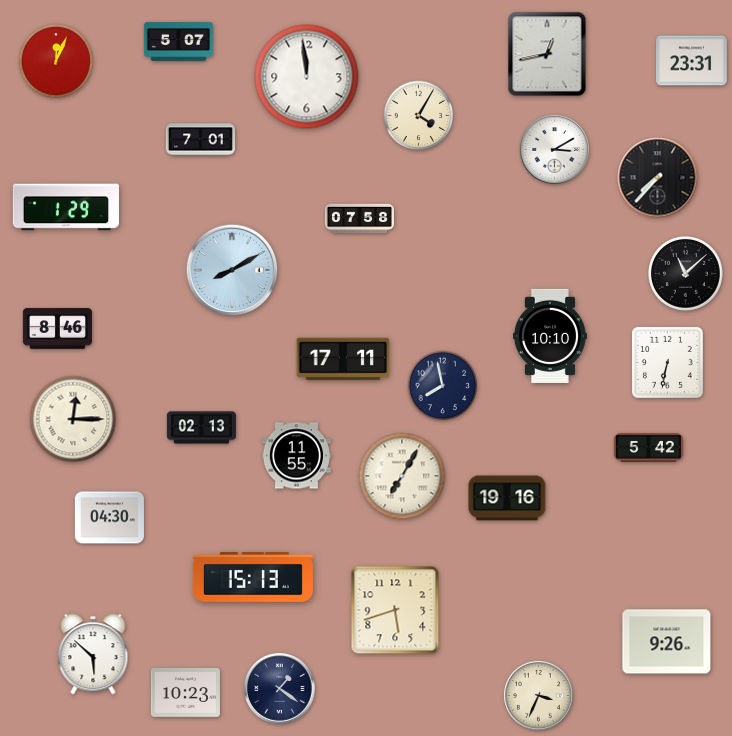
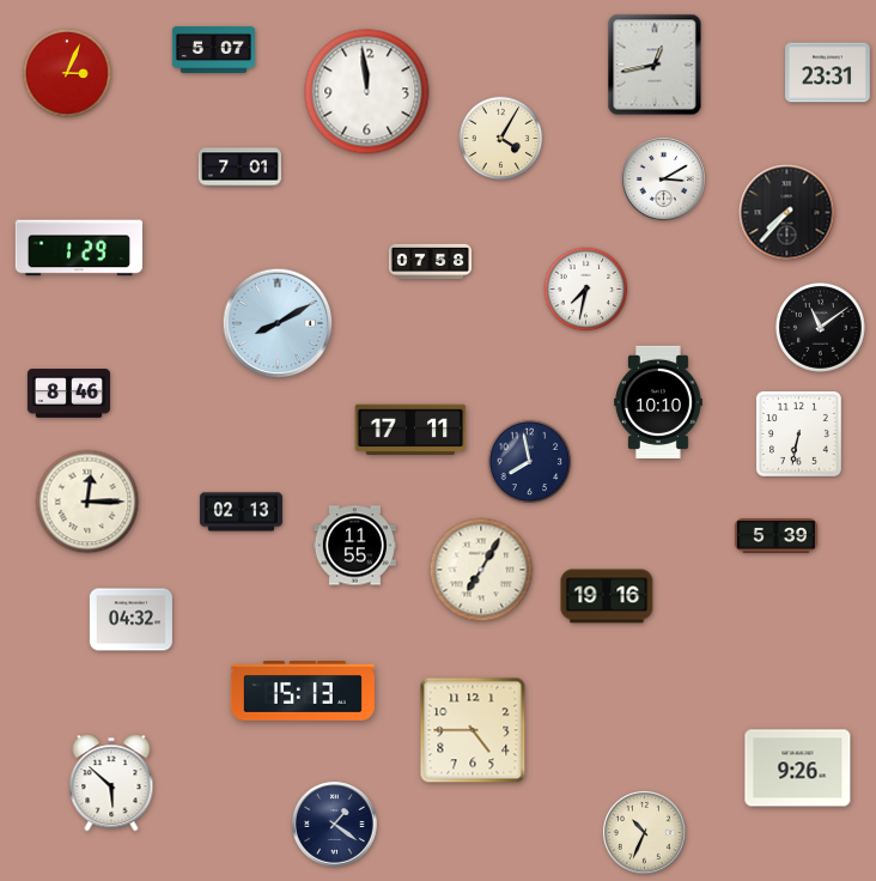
clock at (56, 61): 12:04 -> 3:04
clock at (586, 290): none -> 7:32
clock at (686, 274): 11:08 -> 11:09
clock at (648, 448): 5:42 -> 5:39
clock at (109, 518): 04:30 -> 04:32
clock at (395, 610): 5:42 -> 4:45
clock at (185, 692): 10:23 -> none
clock at (538, 695): 3:34 -> 10:34
